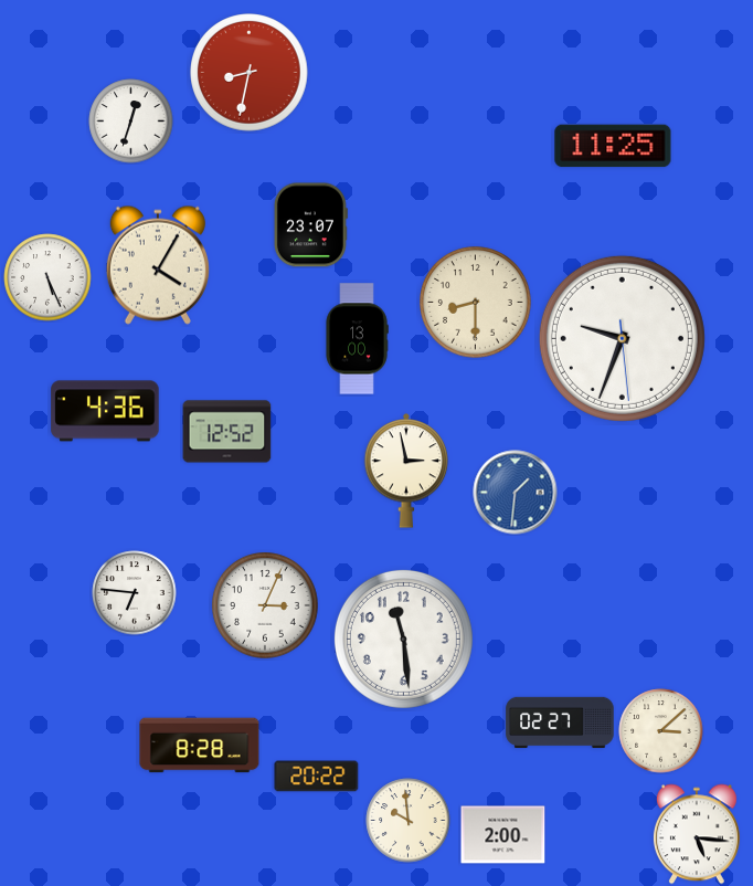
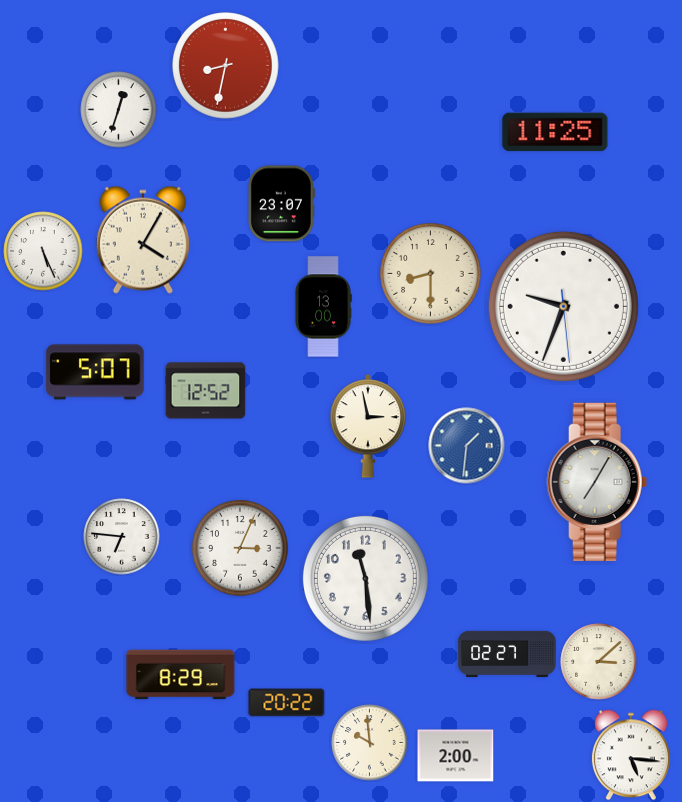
clock at (105, 411): 4:36 -> 5:07
clock at (597, 482): none -> 7:05
clock at (200, 746): 8:28 -> 8:29
